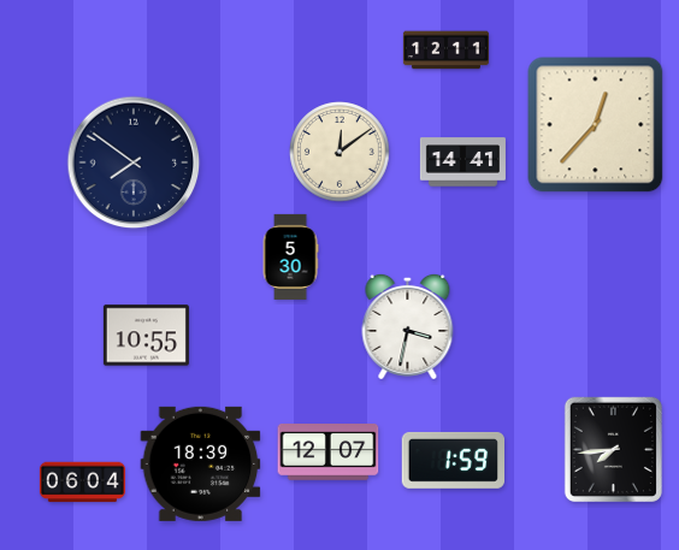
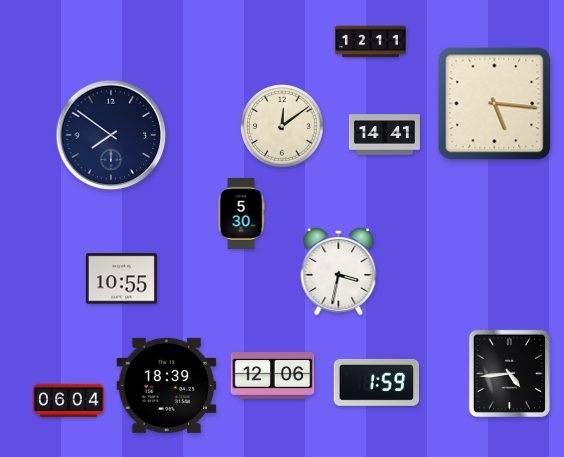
clock at (596, 125): 12:37 -> 5:16
clock at (613, 449): 7:44 -> 4:44
clock at (329, 453): 12:07 -> 12:06
